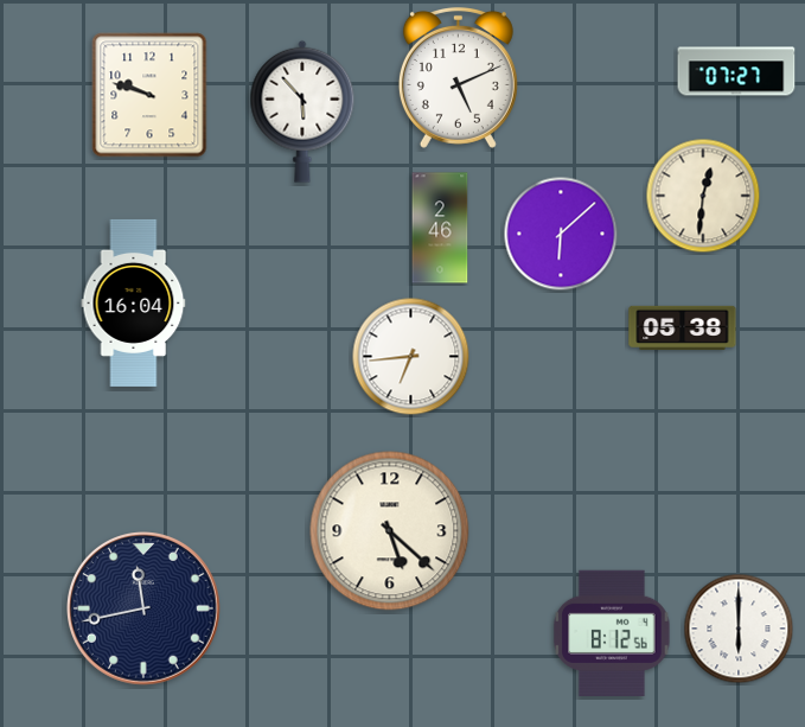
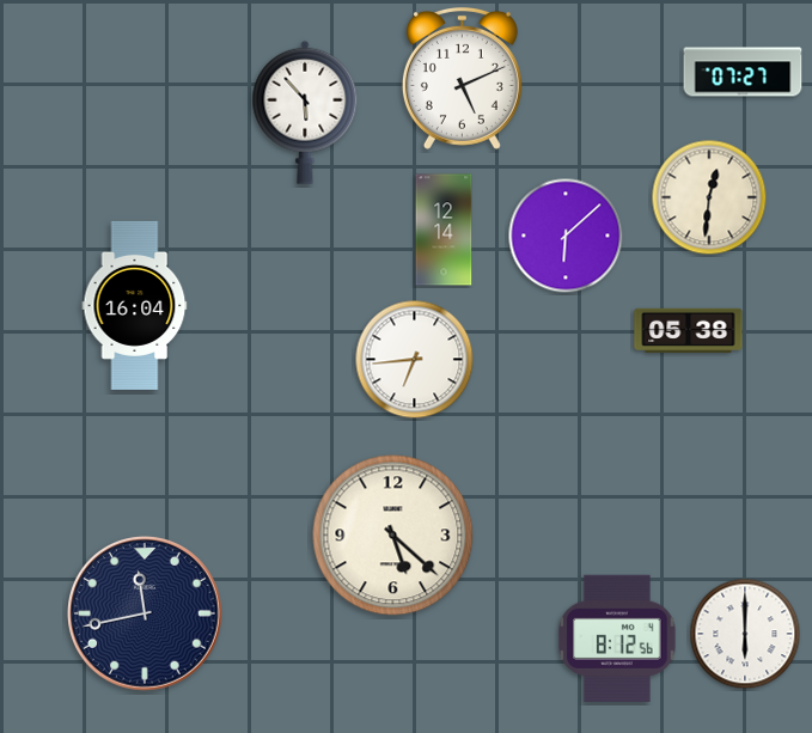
clock at (149, 95): 9:48 -> none
clock at (440, 228): 2:46 -> 12:14
